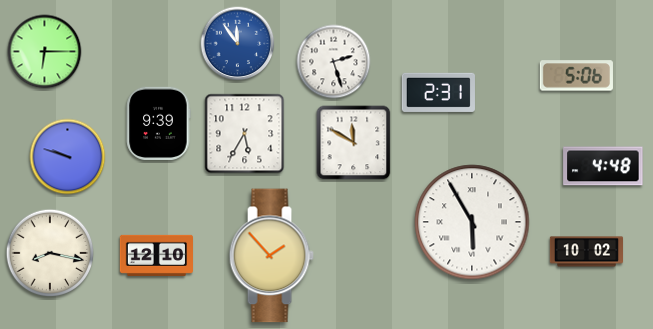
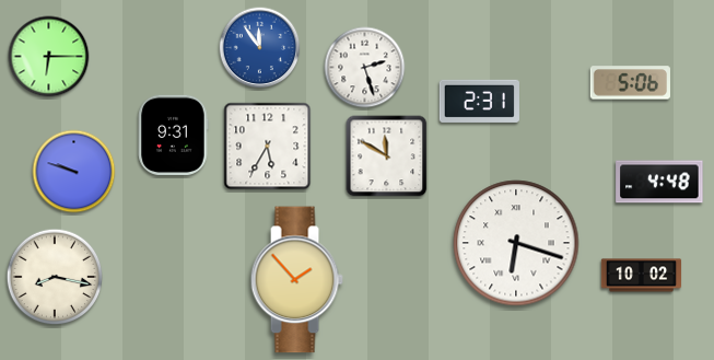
clock at (158, 123): 9:39 -> 9:31
clock at (472, 222): 5:55 -> 6:18
clock at (156, 255): 12:10 -> none
